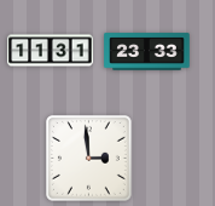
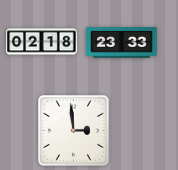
clock at (51, 51): 11:31 -> 02:18
